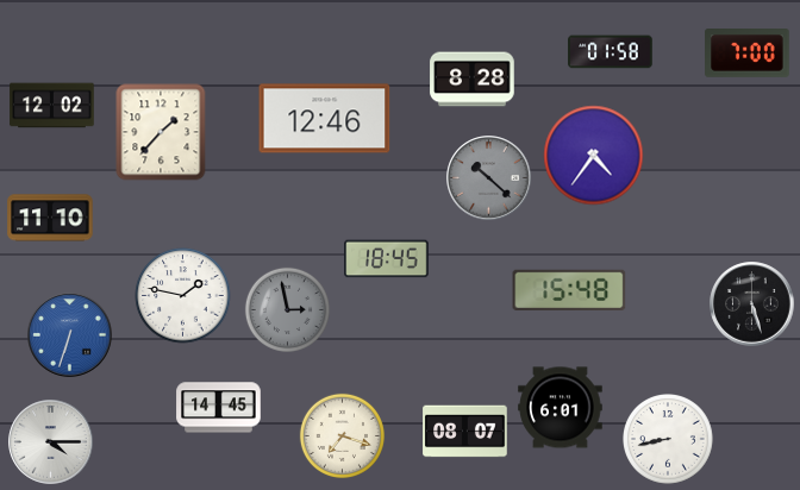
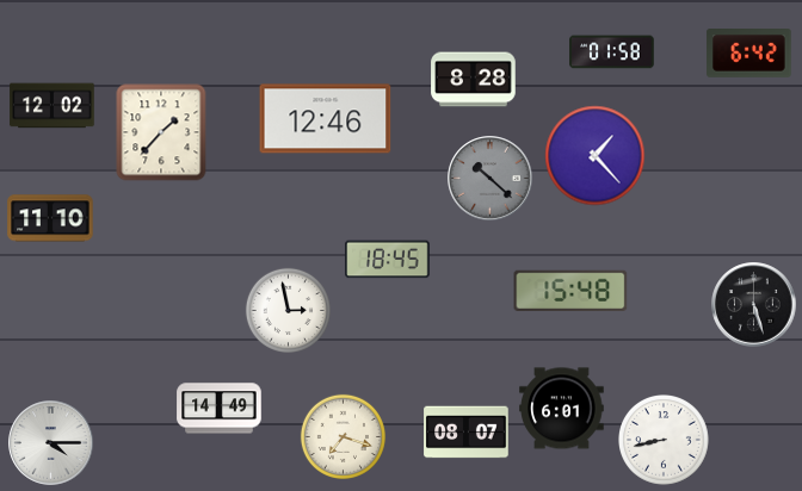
clock at (748, 54): 7:00 -> 6:42
clock at (594, 156): 4:36 -> 1:23
clock at (183, 296): 1:47 -> none
clock at (287, 309) dial: grey -> white
clock at (70, 335): 6:33 -> none
clock at (219, 408): 14:45 -> 14:49
clock at (669, 440) position: (669, 440) -> (665, 441)
